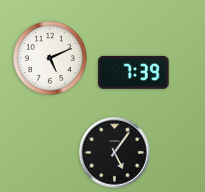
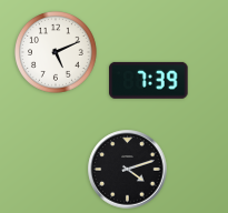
clock at (51, 59) position: (51, 59) -> (57, 53)
clock at (115, 153): 5:06 -> 4:12
